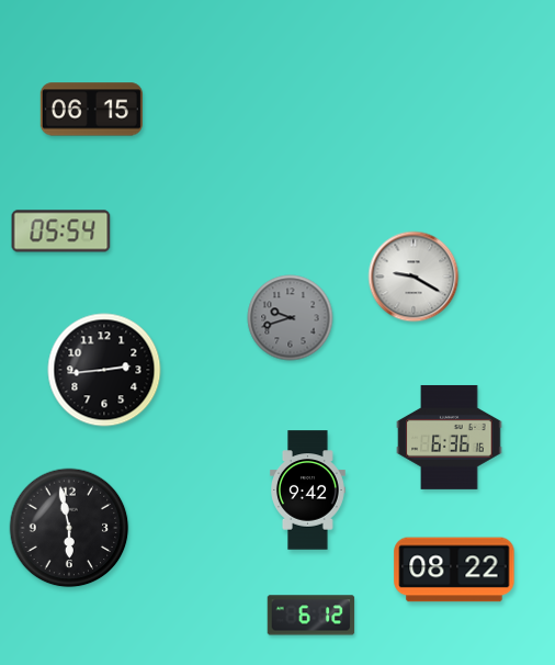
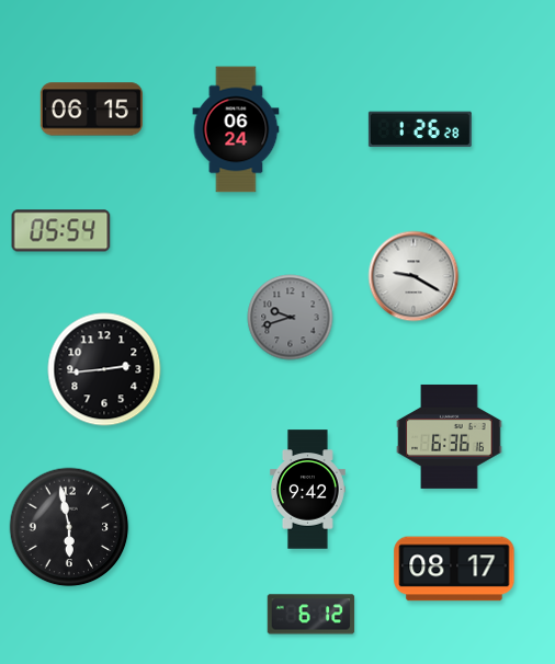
clock at (236, 129): none -> 06:24
clock at (420, 129): none -> 1:26
clock at (454, 570): 08:22 -> 08:17
